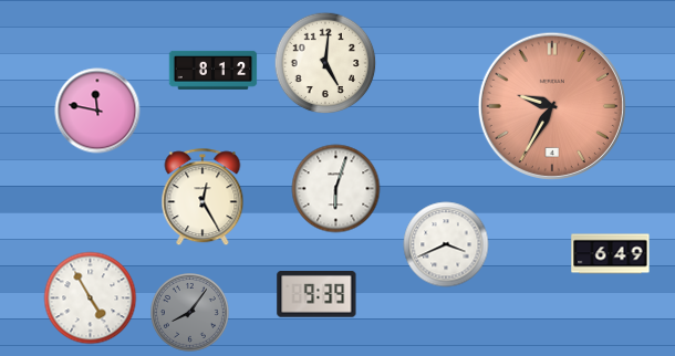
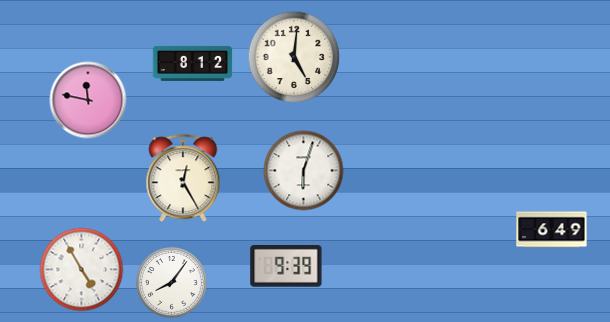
clock at (552, 106): 9:35 -> none
clock at (446, 244): 3:41 -> none
clock at (190, 313) dial: grey -> white
